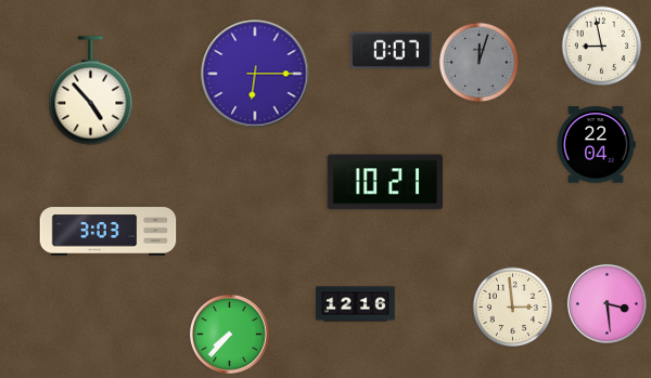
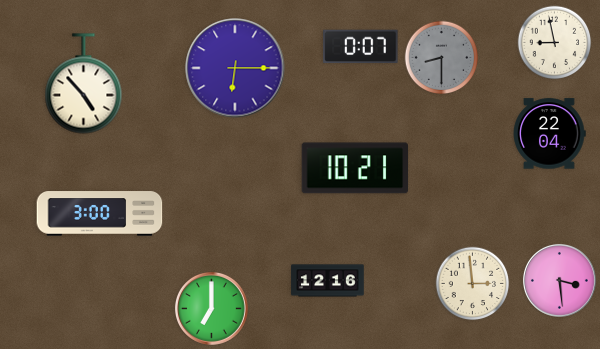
clock at (480, 63): 12:03 -> 8:30
clock at (108, 232): 3:03 -> 3:00
clock at (229, 334): 7:37 -> 7:00
